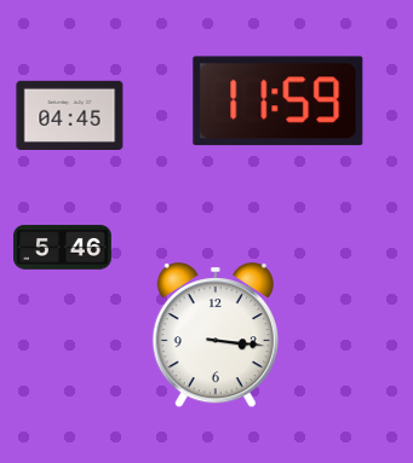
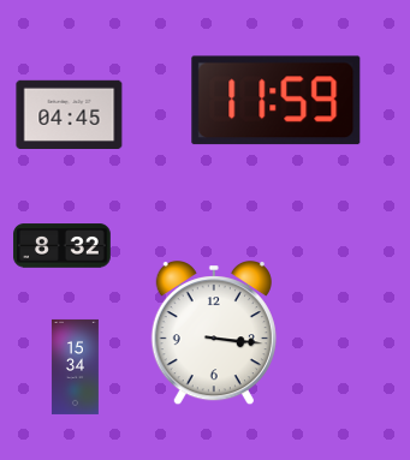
clock at (63, 248): 5:46 -> 8:32
clock at (75, 366): none -> 15:34
